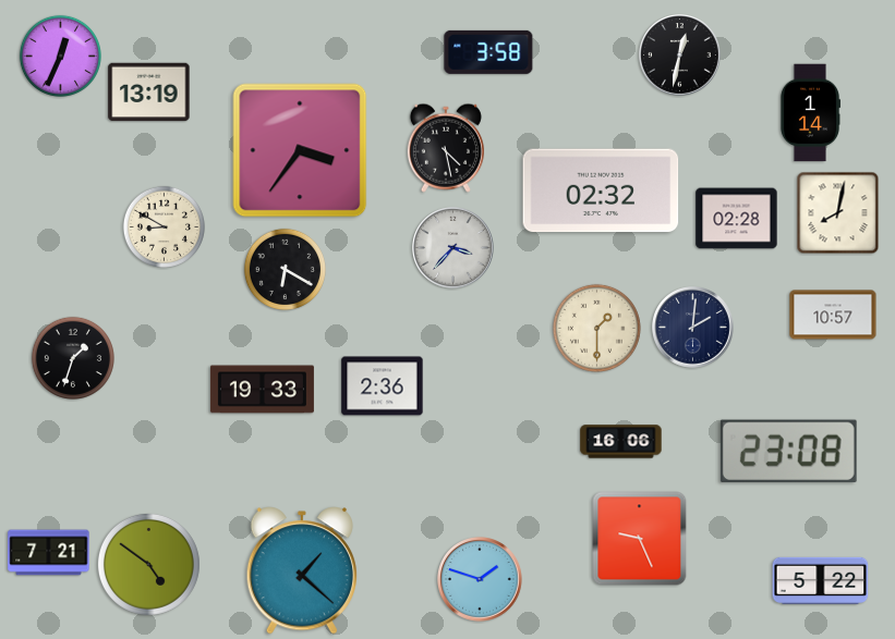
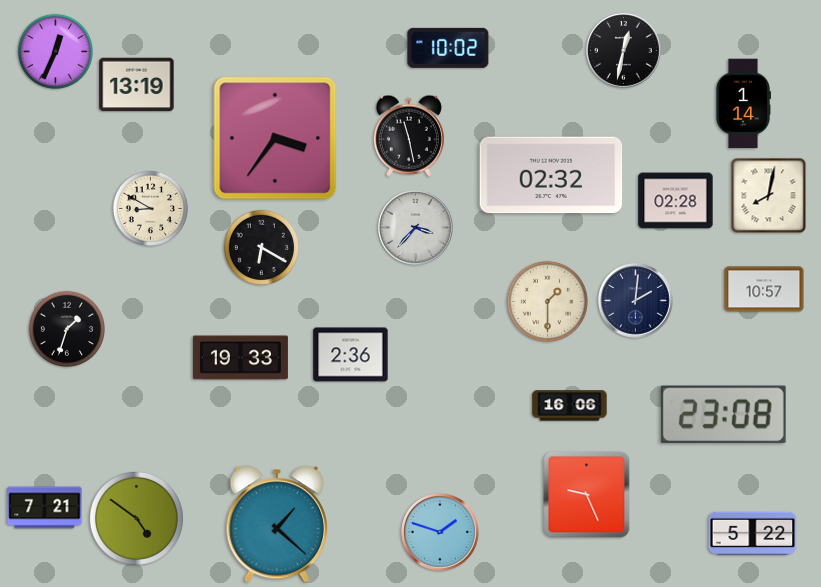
clock at (488, 52): 3:58 -> 10:02
clock at (446, 148): 4:28 -> 11:28
